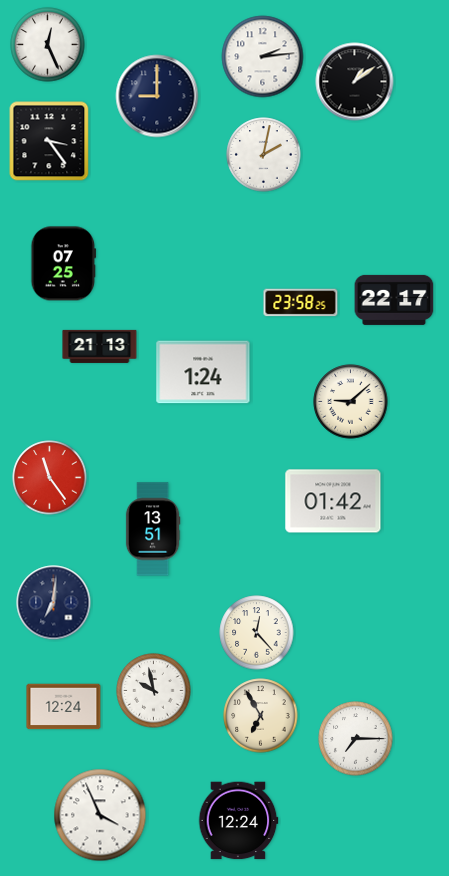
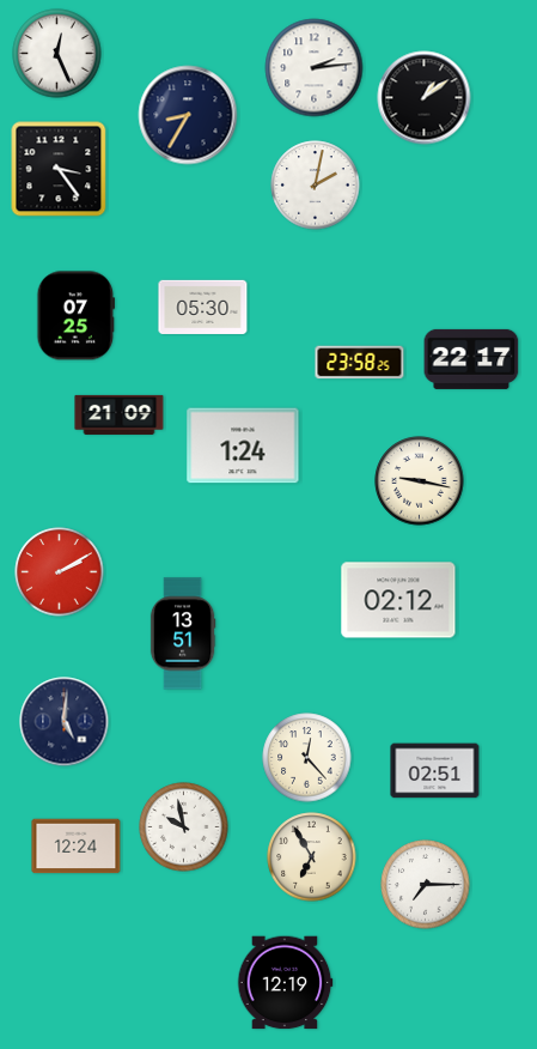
clock at (157, 96): 9:00 -> 8:35
clock at (203, 307): none -> 05:30
clock at (100, 346): 21:13 -> 21:09
clock at (351, 402): 9:08 -> 9:17
clock at (50, 478): 11:24 -> 2:10
clock at (333, 501): 01:42 -> 02:12
clock at (54, 603): 7:01 -> 5:01
clock at (435, 771): none -> 02:51
clock at (100, 815): 3:56 -> none
clock at (238, 821): 12:24 -> 12:19
